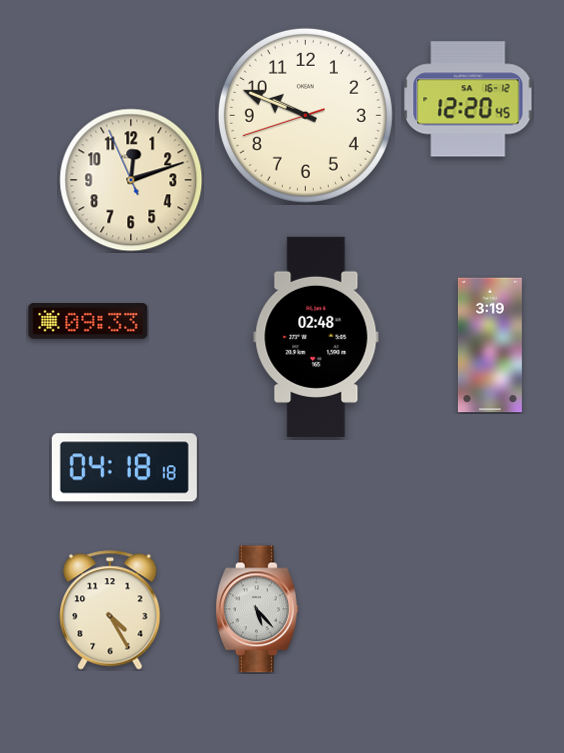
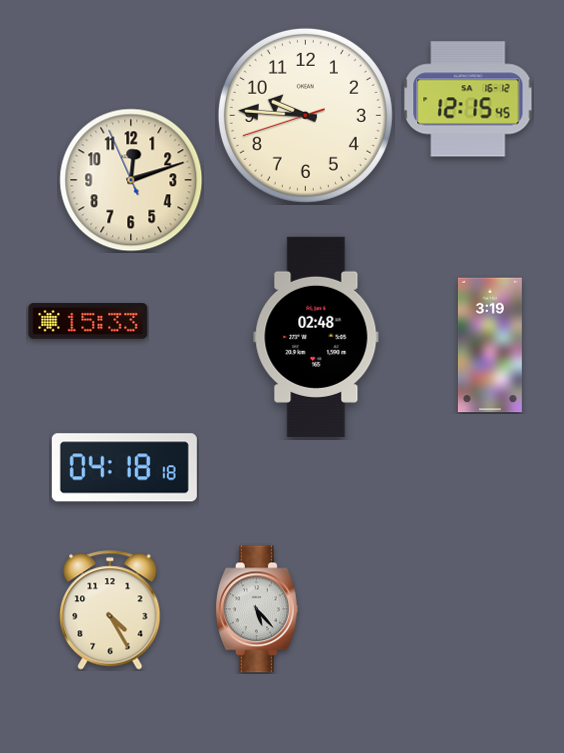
clock at (468, 99): 12:20 -> 12:15
clock at (305, 115): 9:48 -> 9:45
clock at (88, 322): 09:33 -> 15:33
